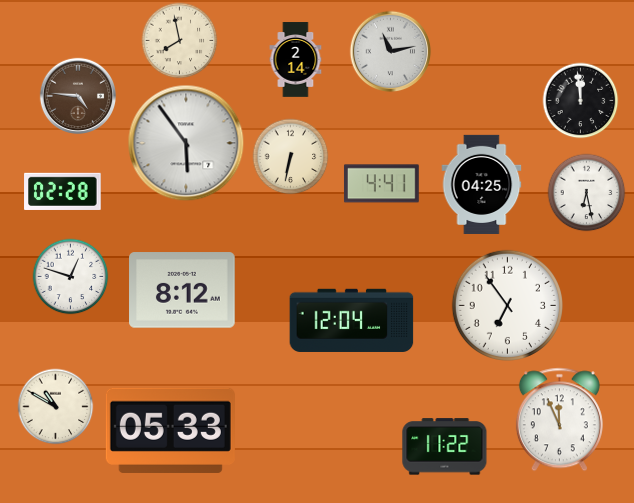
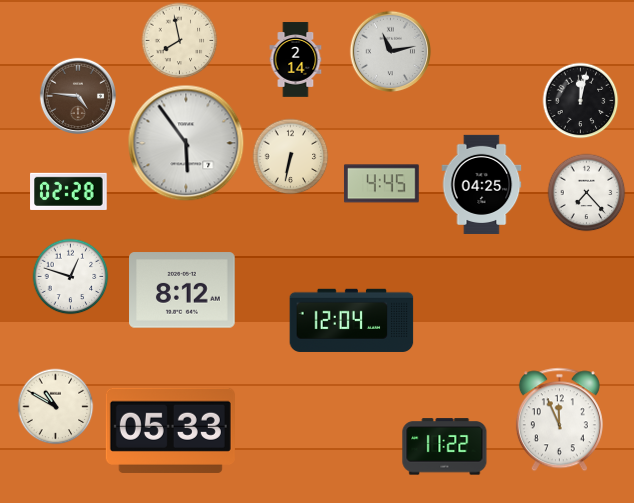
clock at (581, 101): 11:59 -> 12:02
clock at (381, 184): 4:41 -> 4:45
clock at (63, 191) position: (63, 191) -> (69, 191)
clock at (587, 193): 6:28 -> 7:23
clock at (507, 305): 6:54 -> none
